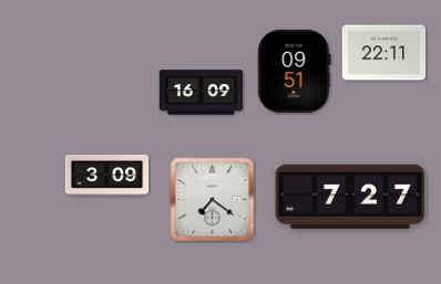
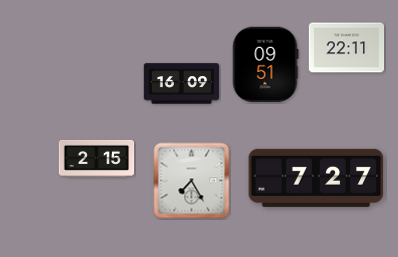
clock at (107, 175): 3:09 -> 2:15
clock at (213, 200): 7:21 -> 7:25
